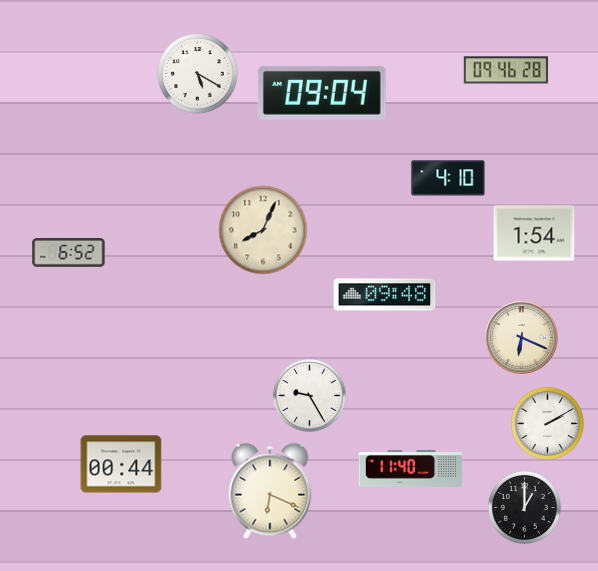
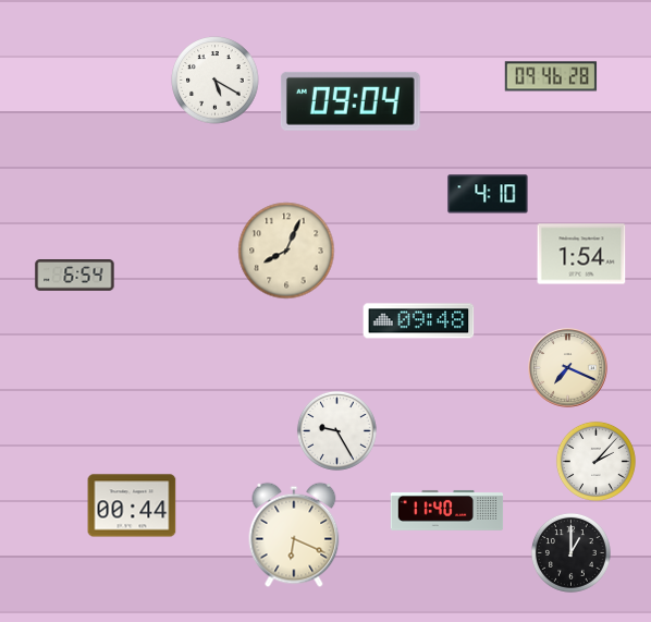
clock at (69, 253): 6:52 -> 6:54
clock at (522, 338): 6:19 -> 7:19
clock at (547, 423): 2:10 -> 2:07
